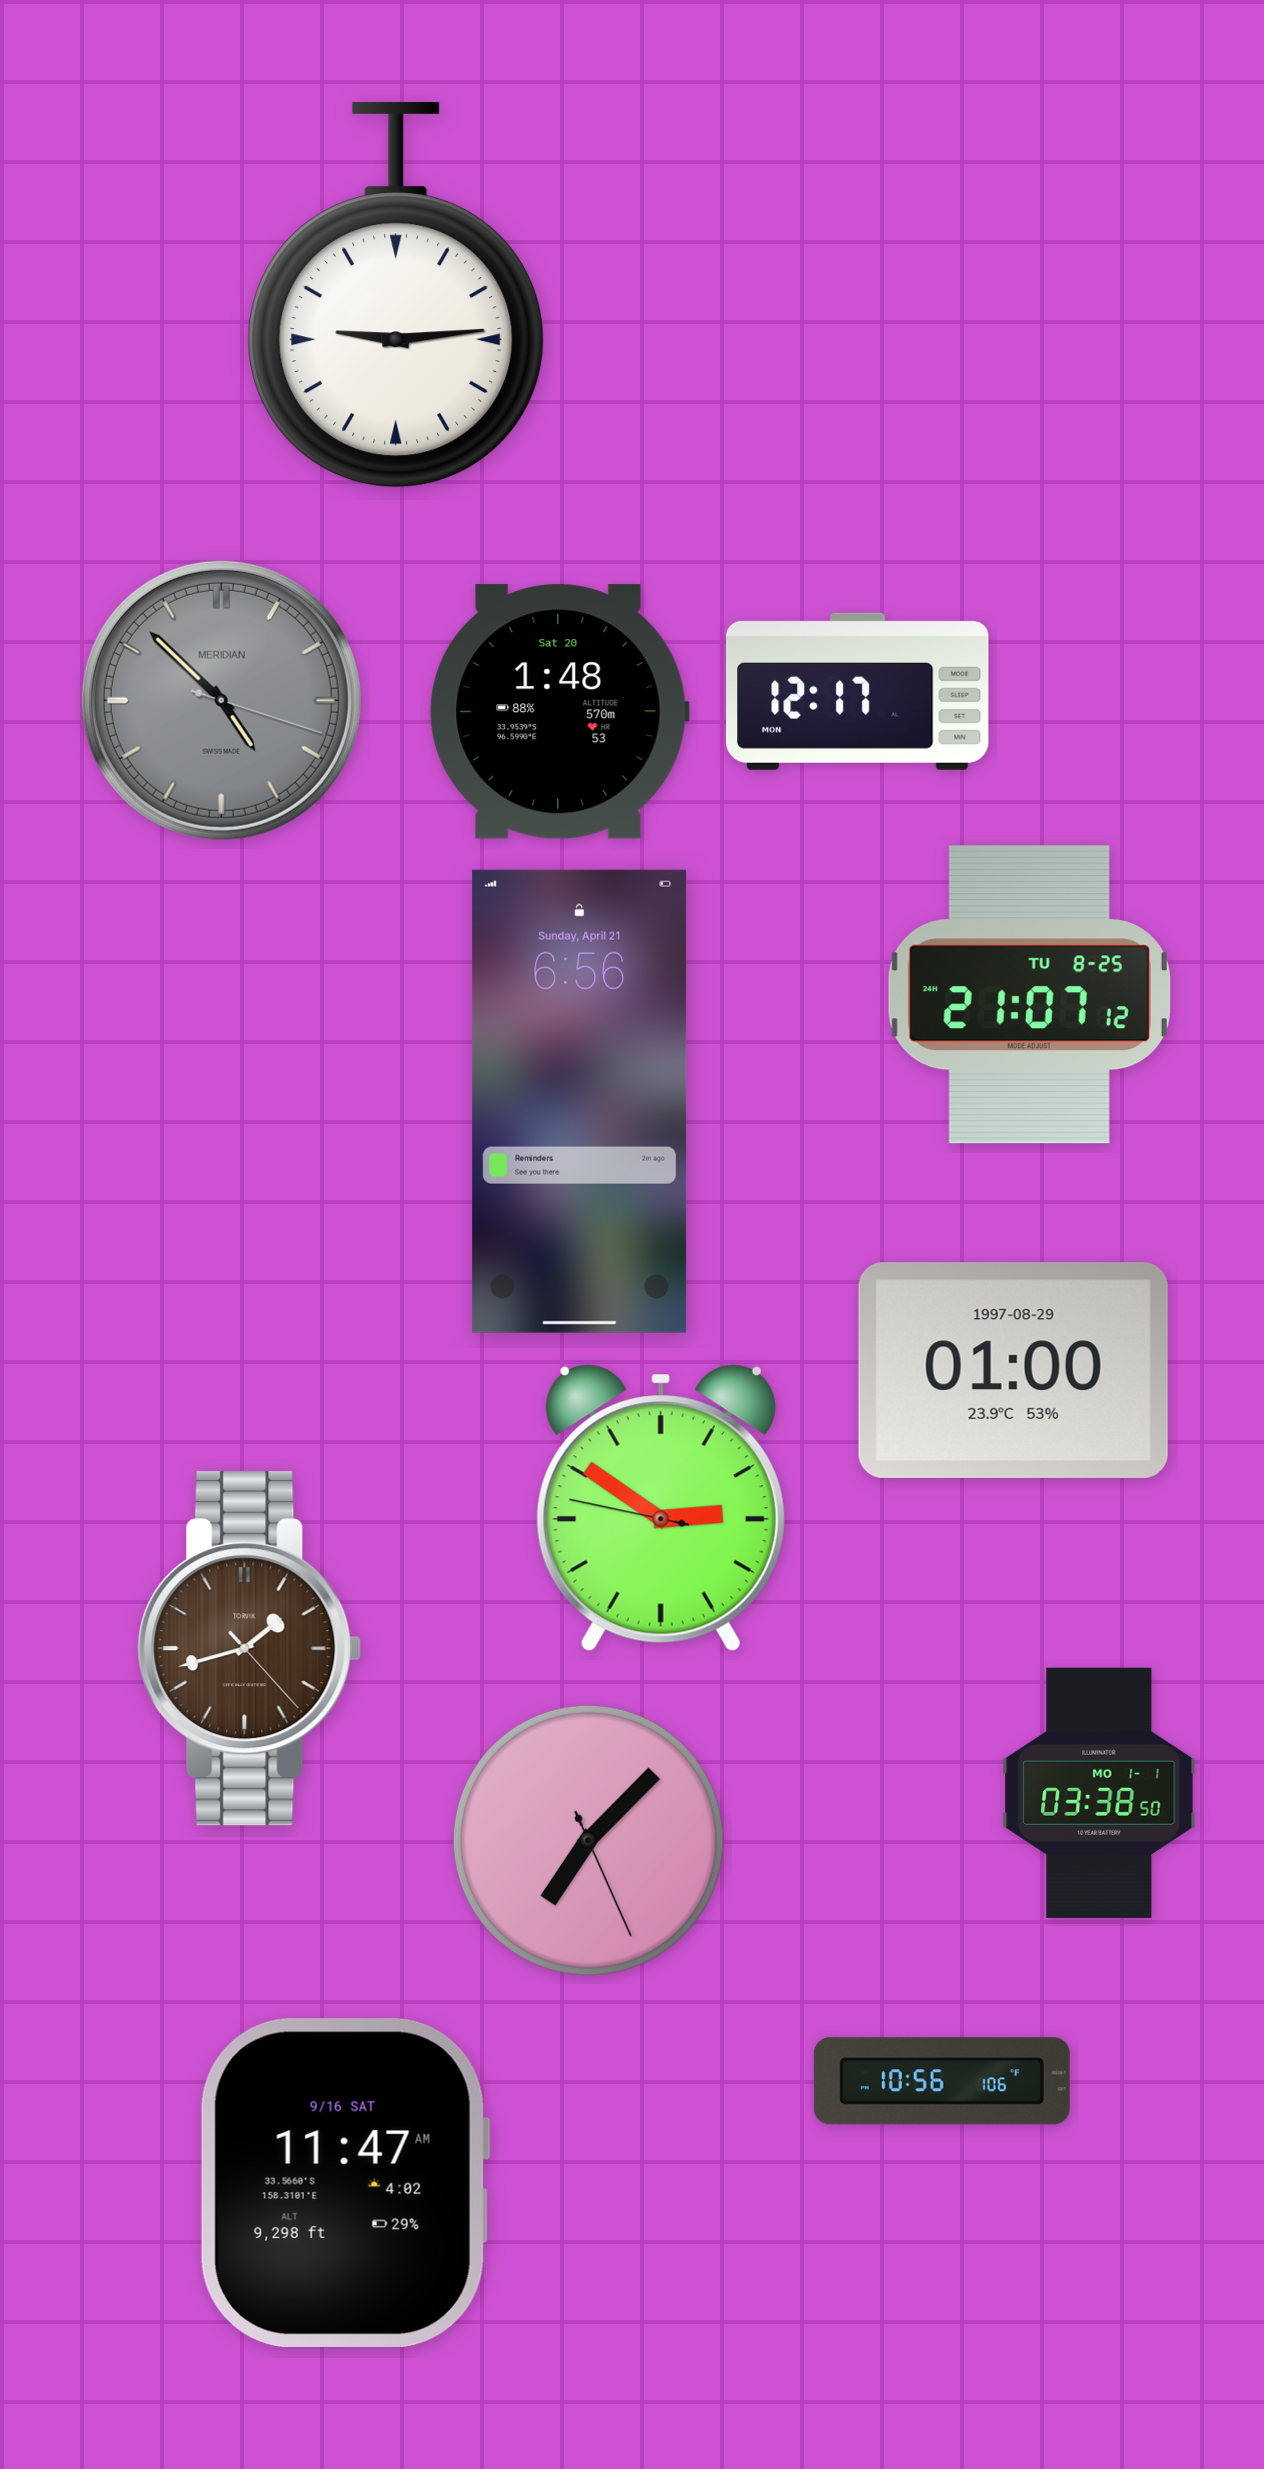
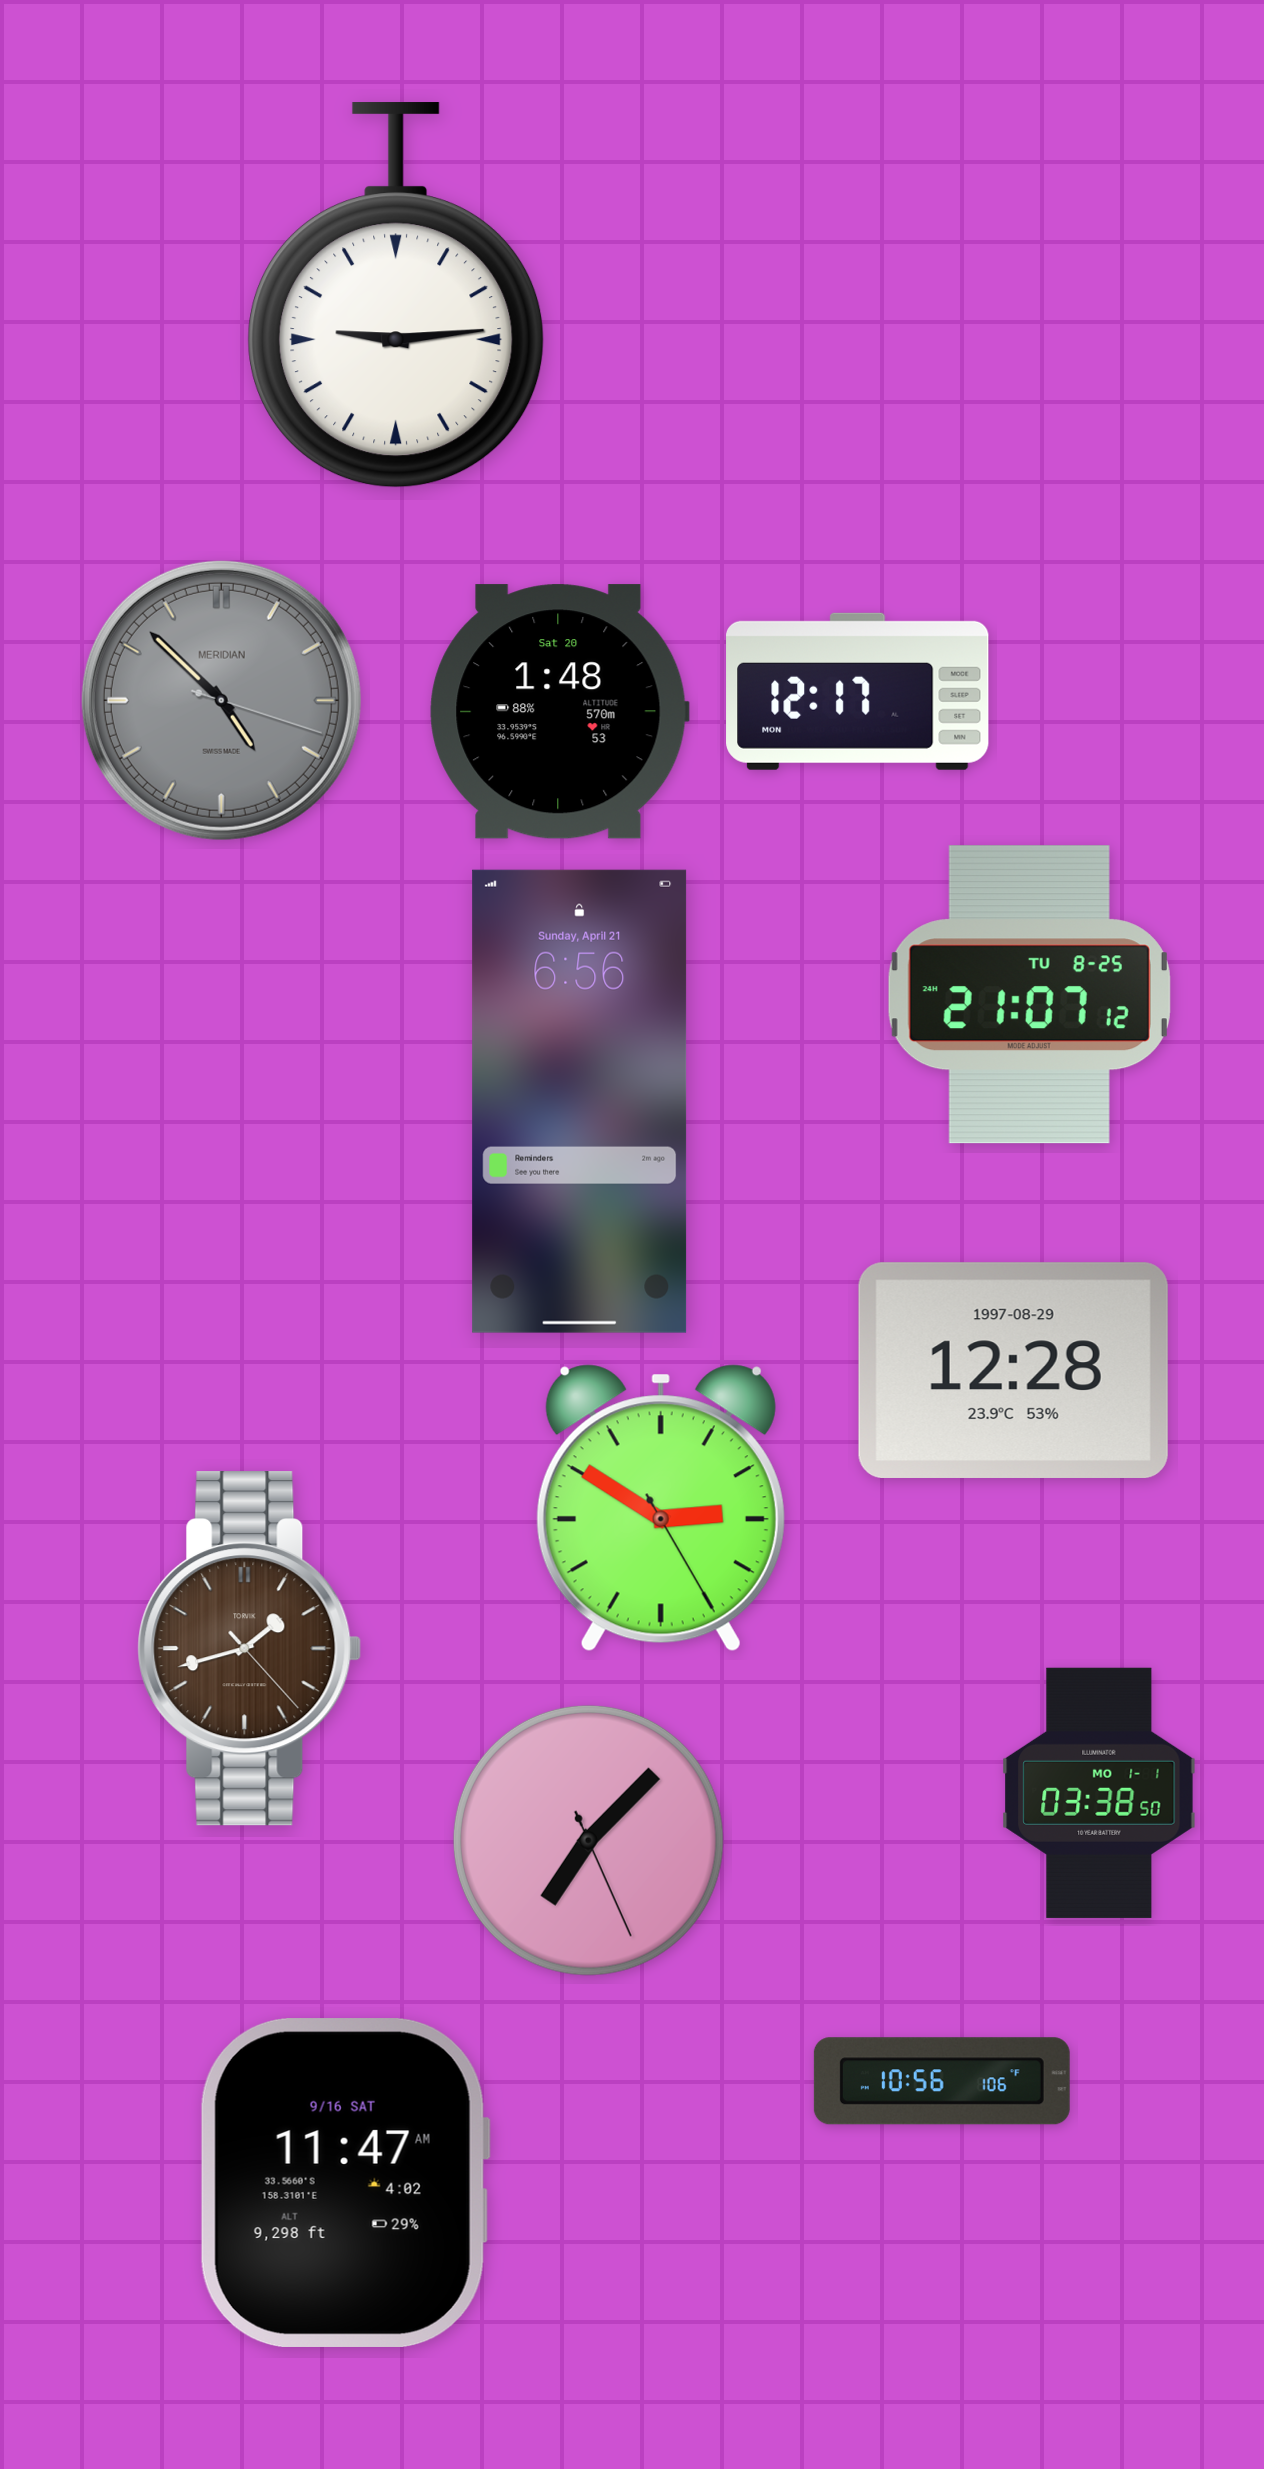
clock at (1013, 1370): 01:00 -> 12:28
clock at (661, 1508): 2:50:47 -> 2:50:25
